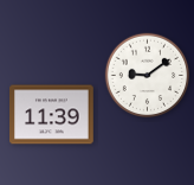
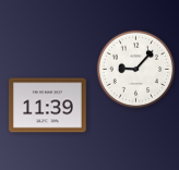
clock at (148, 76): 9:09 -> 9:07
